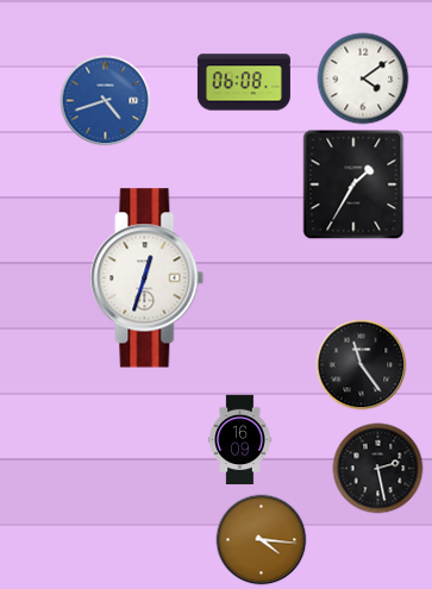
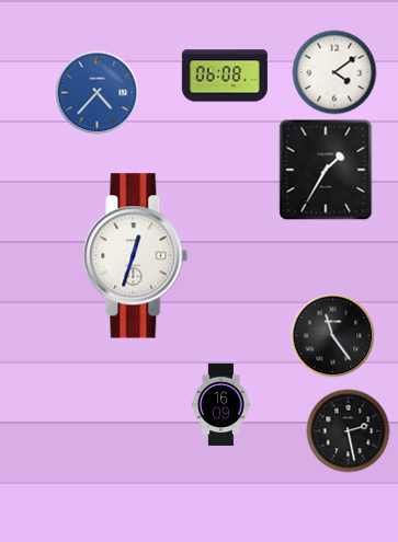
clock at (106, 101): 4:42 -> 4:37
clock at (262, 540): 4:16 -> none
